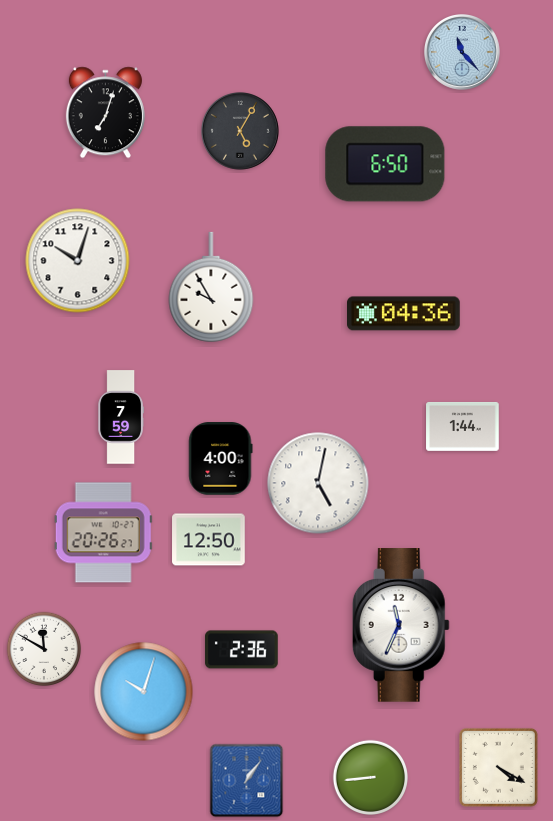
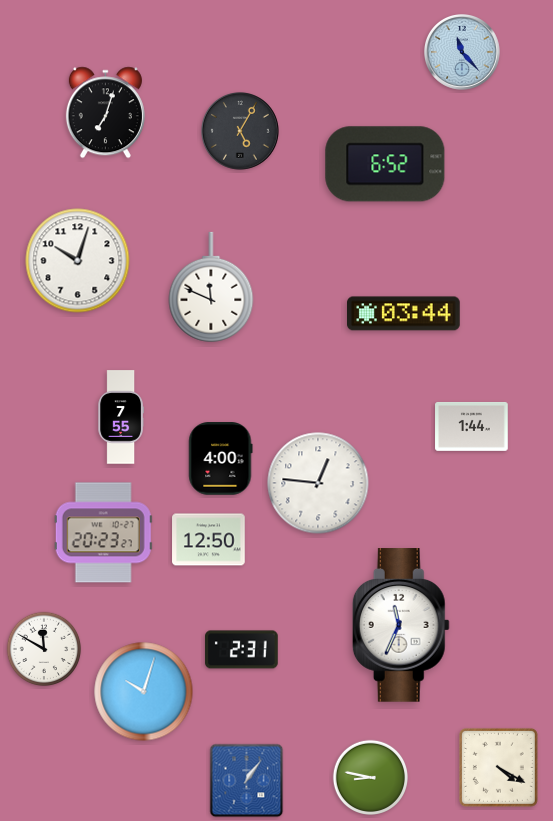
clock at (385, 164): 6:50 -> 6:52
clock at (211, 287): 9:55 -> 11:49
clock at (404, 314): 04:36 -> 03:44
clock at (120, 417): 7:59 -> 7:55
clock at (463, 426) position: (463, 426) -> (472, 426)
clock at (318, 483): 5:02 -> 12:46
clock at (103, 533): 20:26 -> 20:23
clock at (242, 650): 2:36 -> 2:31
clock at (371, 778): 8:44 -> 8:47
